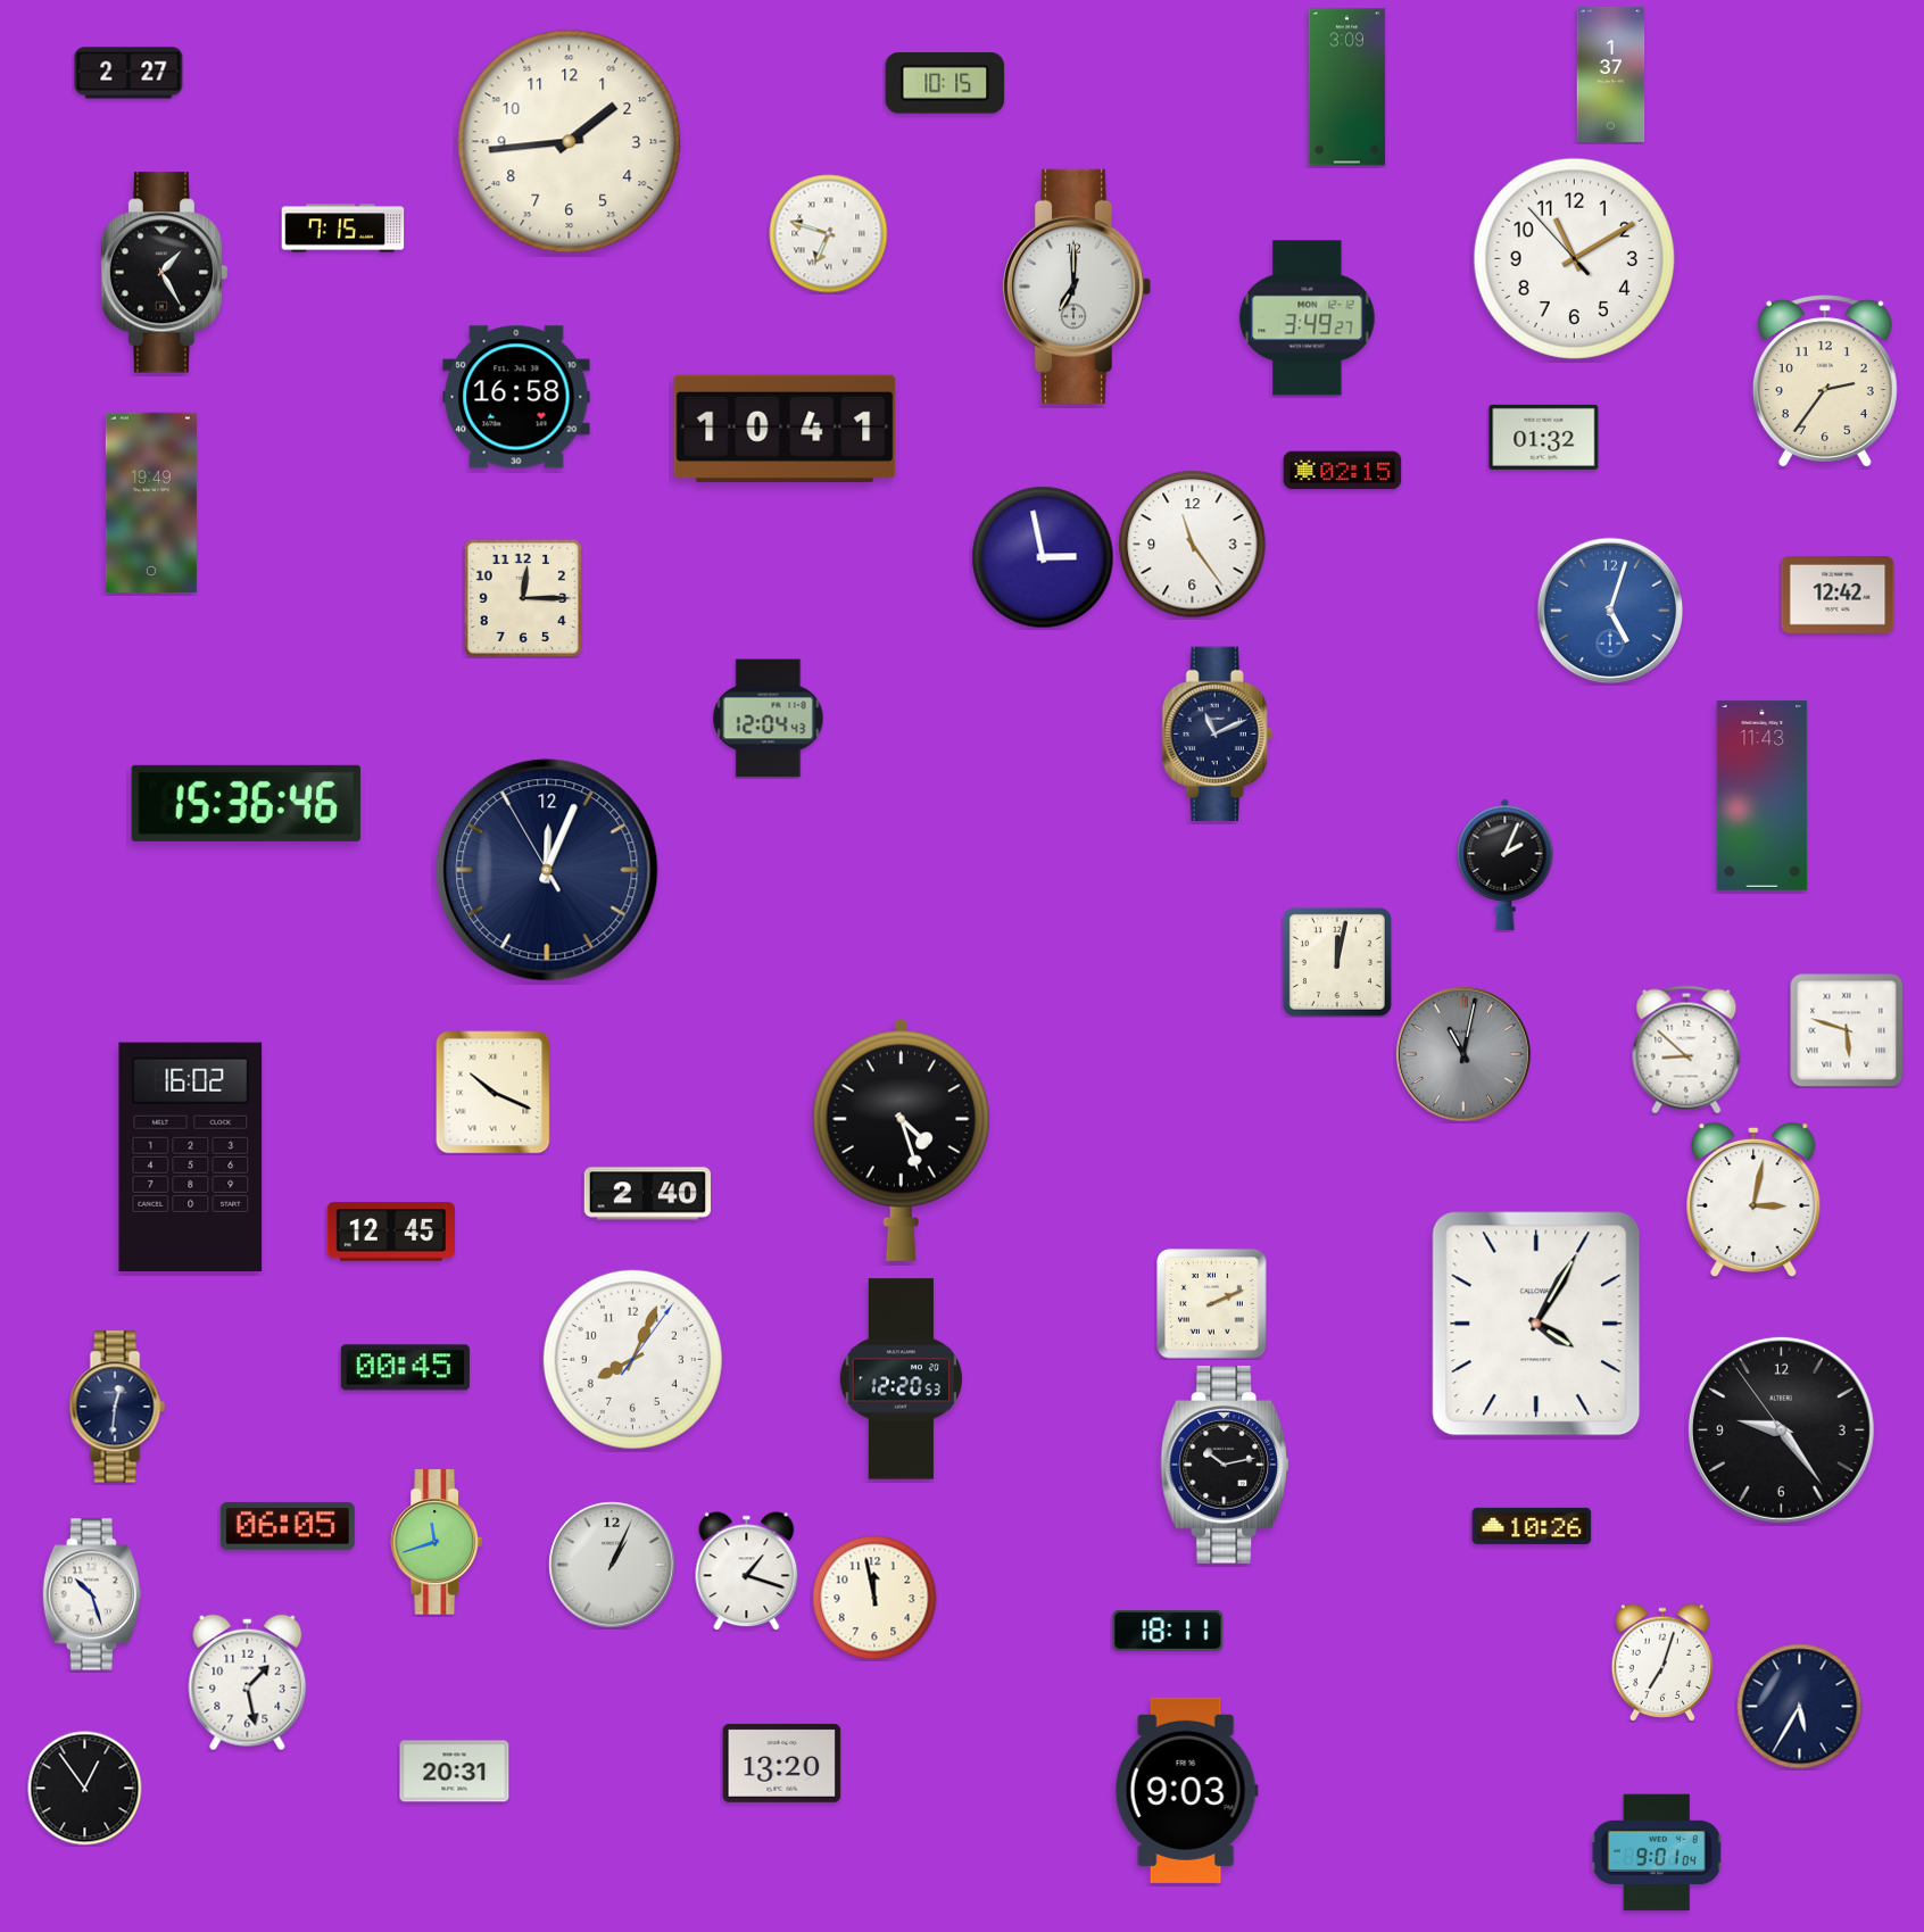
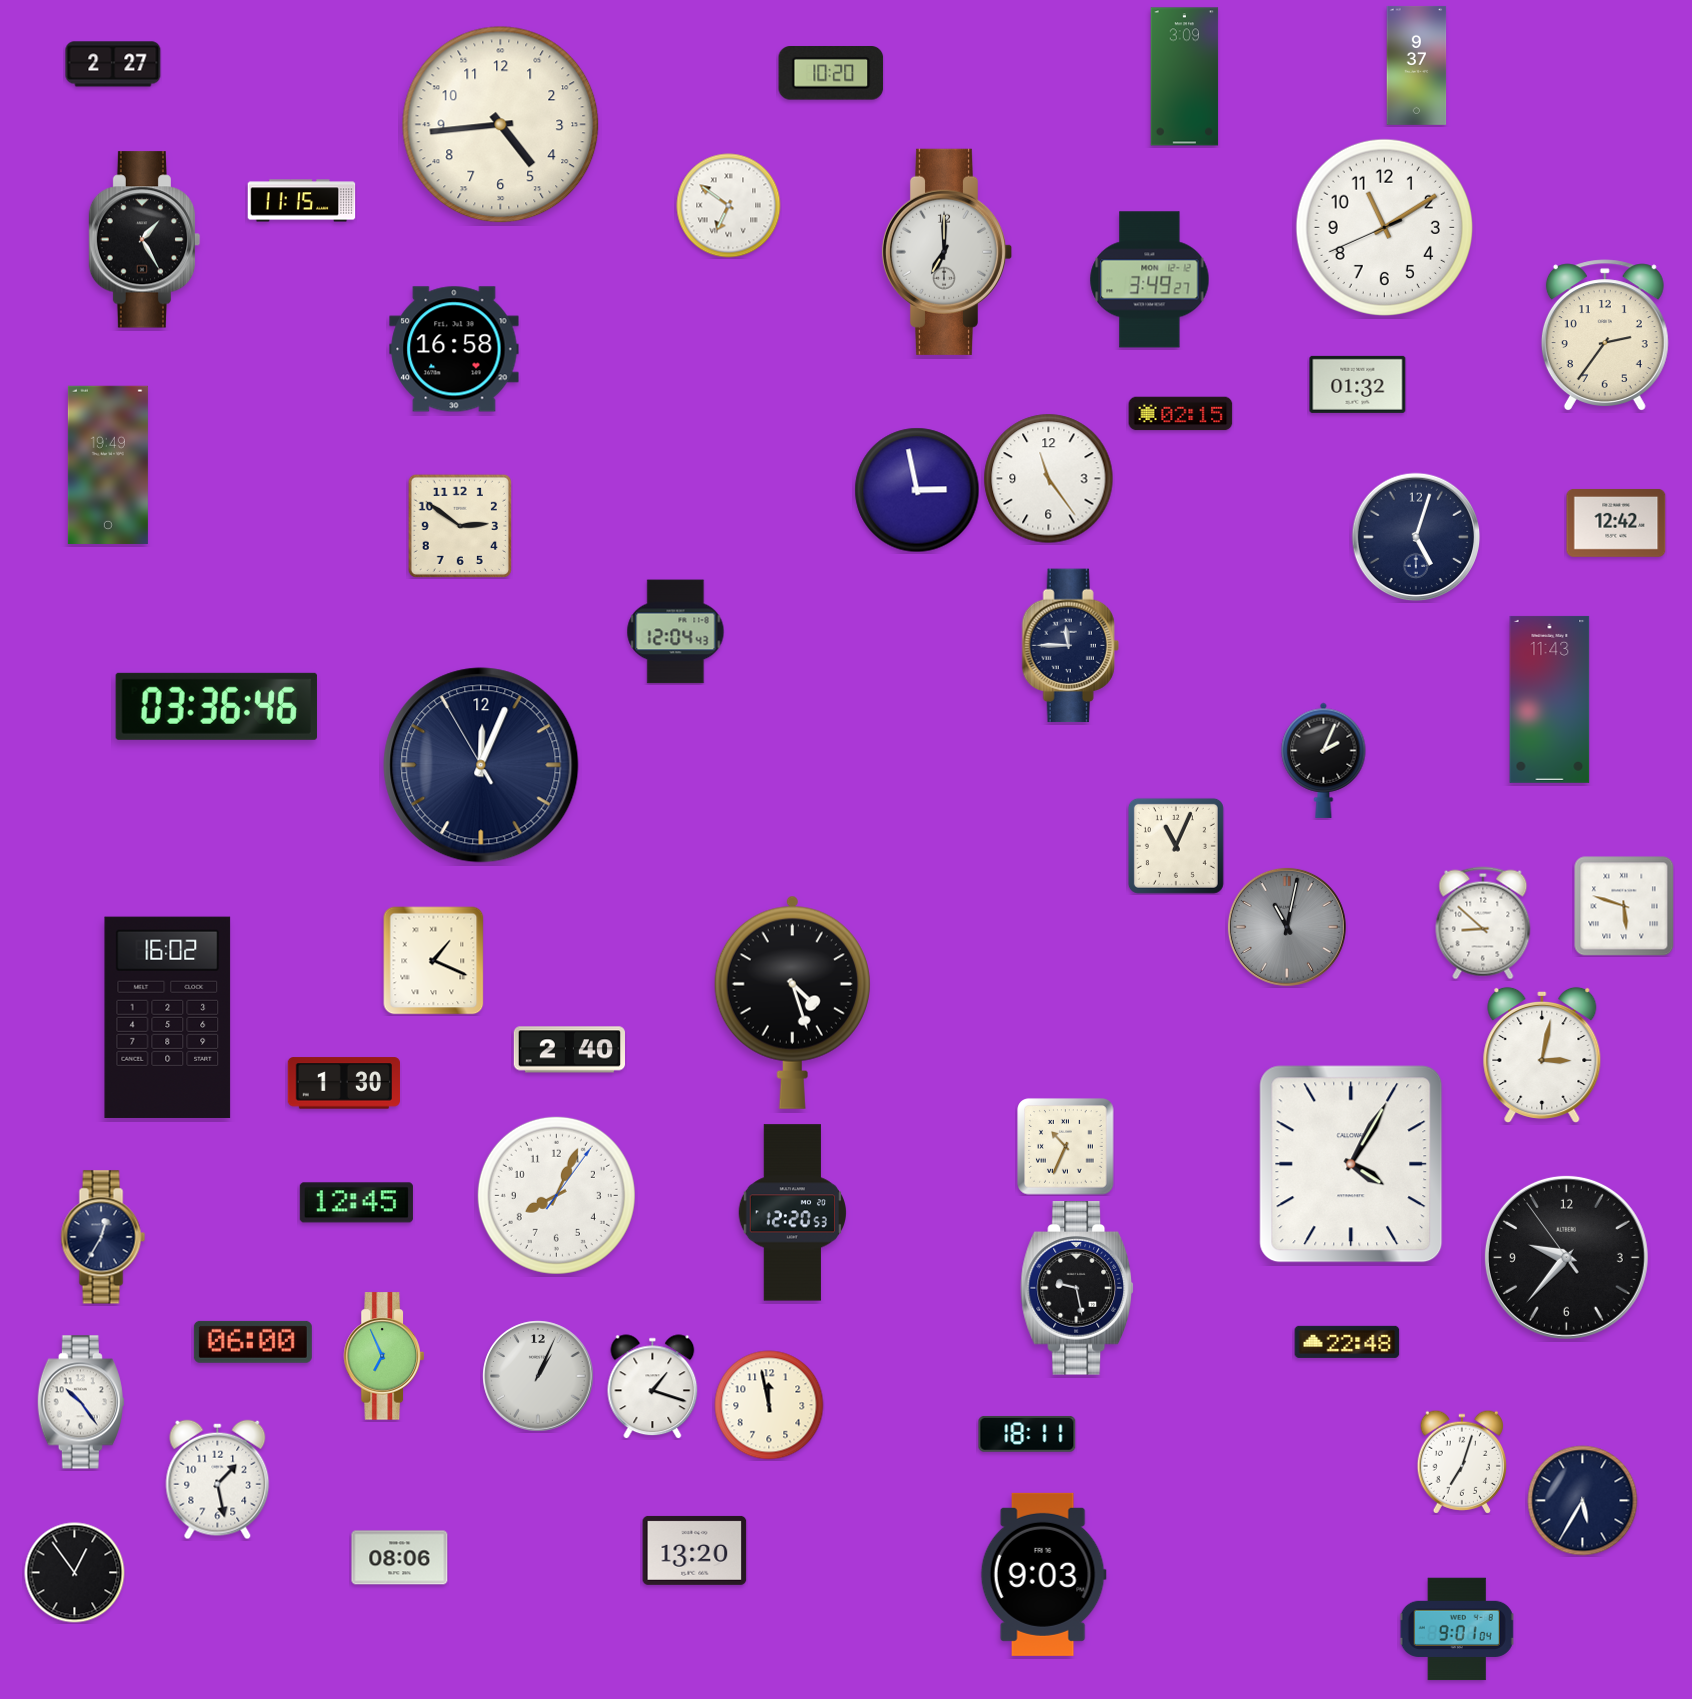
clock at (1611, 74): 1:37 -> 9:37
clock at (945, 84): 10:15 -> 10:20
clock at (570, 142): 1:44 -> 4:44
clock at (343, 229): 7:15 -> 11:15
clock at (829, 234): 6:48 -> 6:51
clock at (1575, 259): 11:09:53 -> 11:09:41
clock at (785, 428): 10:41 -> none
clock at (151, 503) position: (151, 503) -> (108, 465)
clock at (523, 598): 12:15 -> 2:51
clock at (1610, 611) dial: blue -> navy
clock at (1217, 735): 11:11 -> 11:45
clock at (246, 803): 15:36 -> 03:36
clock at (1337, 962): 12:02 -> 11:04
clock at (494, 1093): 10:19 -> 1:19
clock at (391, 1232): 12:45 -> 1:30
clock at (1212, 1304): 2:11 -> 10:34
clock at (405, 1368): 00:45 -> 12:45
clock at (117, 1407): 12:31 -> 12:35
clock at (1781, 1429): 9:23 -> 9:36
clock at (1225, 1465): 10:13 -> 9:28
clock at (288, 1526): 06:05 -> 06:00
clock at (1532, 1526): 10:26 -> 22:48
clock at (437, 1542): 11:42 -> 6:56
clock at (747, 1572) position: (747, 1572) -> (653, 1387)
clock at (92, 1594): 10:27 -> 10:24
clock at (782, 1763) position: (782, 1763) -> (695, 1550)
clock at (455, 1772): 20:31 -> 08:06
